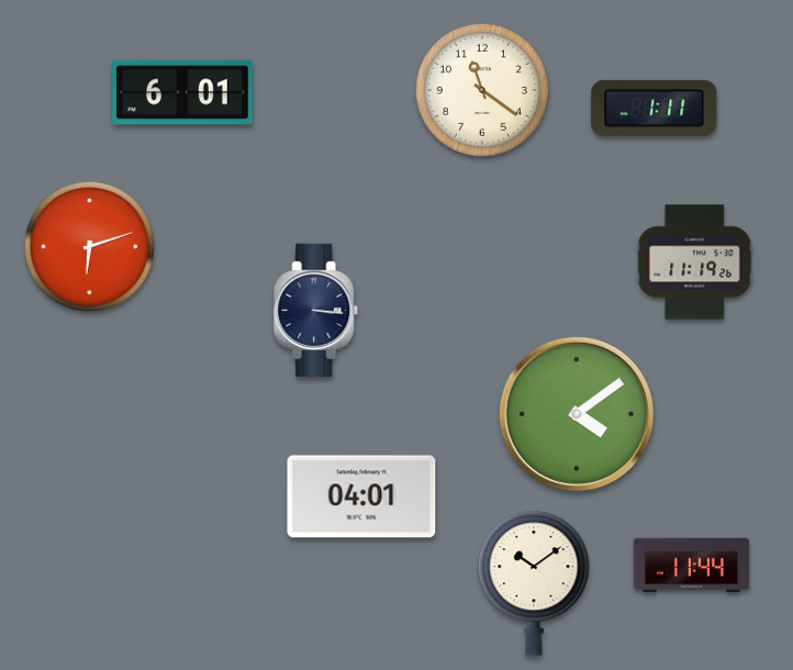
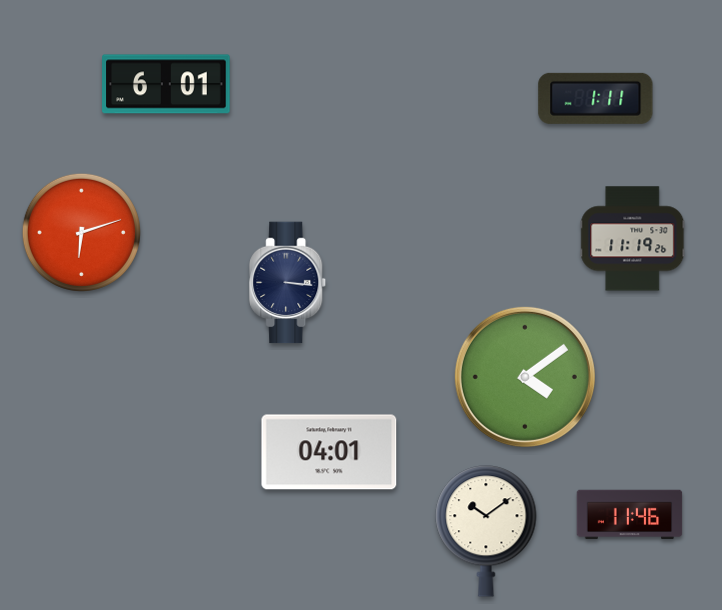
clock at (482, 90): 11:21 -> none
clock at (89, 246) position: (89, 246) -> (81, 232)
clock at (692, 566): 11:44 -> 11:46
